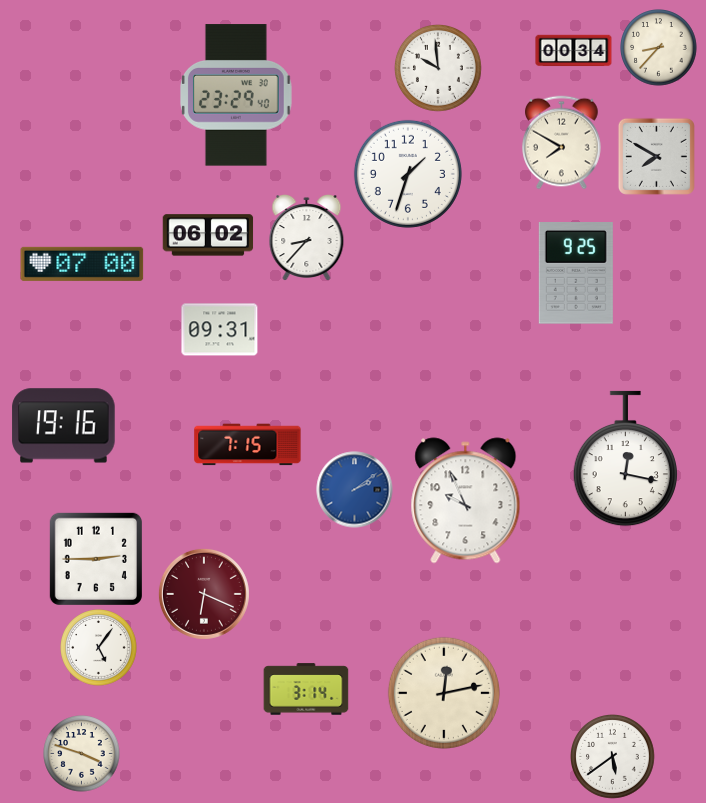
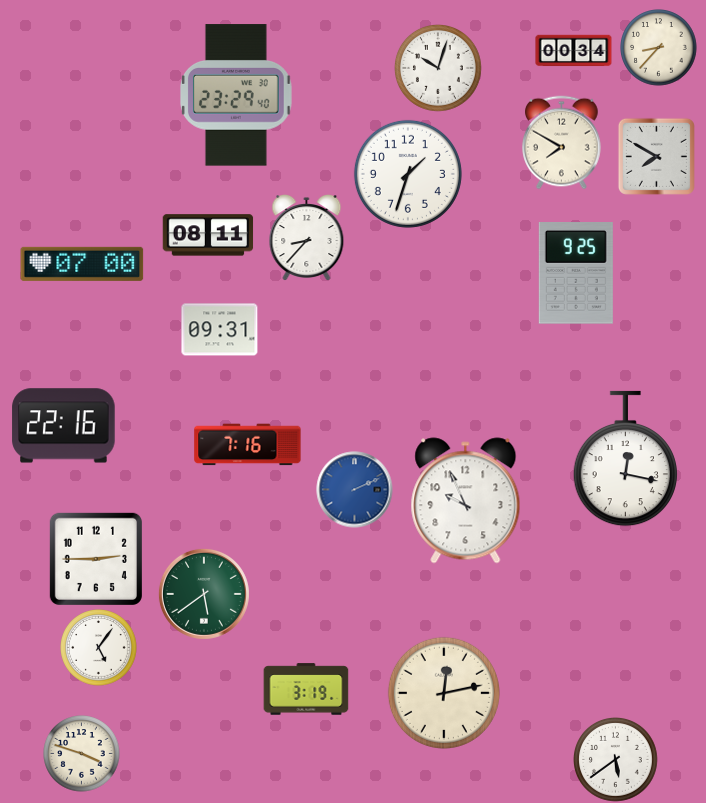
clock at (439, 69): 9:59 -> 10:03
clock at (208, 235): 06:02 -> 08:11
clock at (64, 426): 19:16 -> 22:16
clock at (248, 445): 7:15 -> 7:16
clock at (355, 490): 2:09 -> 2:11
clock at (204, 594): 6:19 -> 5:39
clock at (204, 594) dial: burgundy -> green
clock at (306, 689): 3:14 -> 3:19
clock at (613, 757) position: (613, 757) -> (616, 760)
